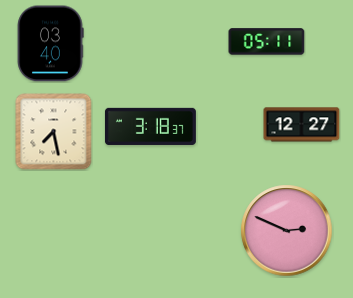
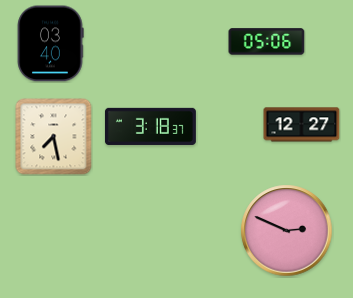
clock at (267, 42): 05:11 -> 05:06
clock at (54, 132) position: (54, 132) -> (54, 137)
